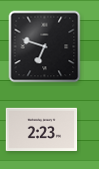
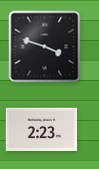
clock at (45, 47): 6:48 -> 3:48
